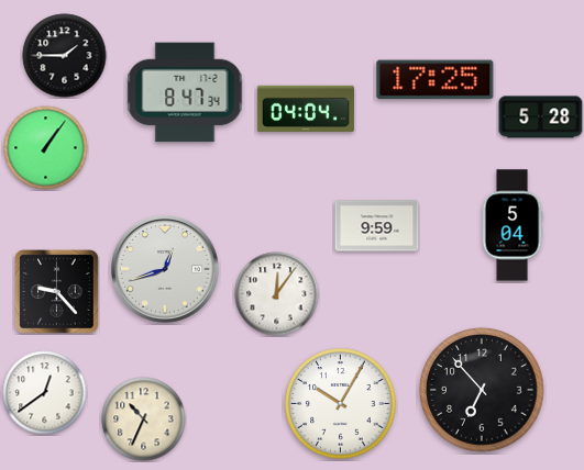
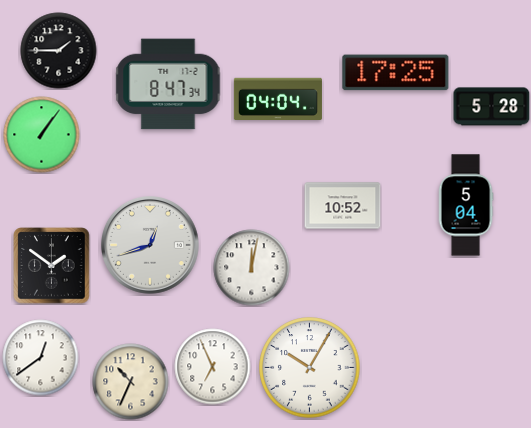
clock at (377, 226): 9:59 -> 10:52
clock at (57, 292): 9:23 -> 1:51
clock at (277, 294): 12:06 -> 12:02
clock at (482, 390): 6:53 -> none
clock at (213, 367): none -> 6:56
